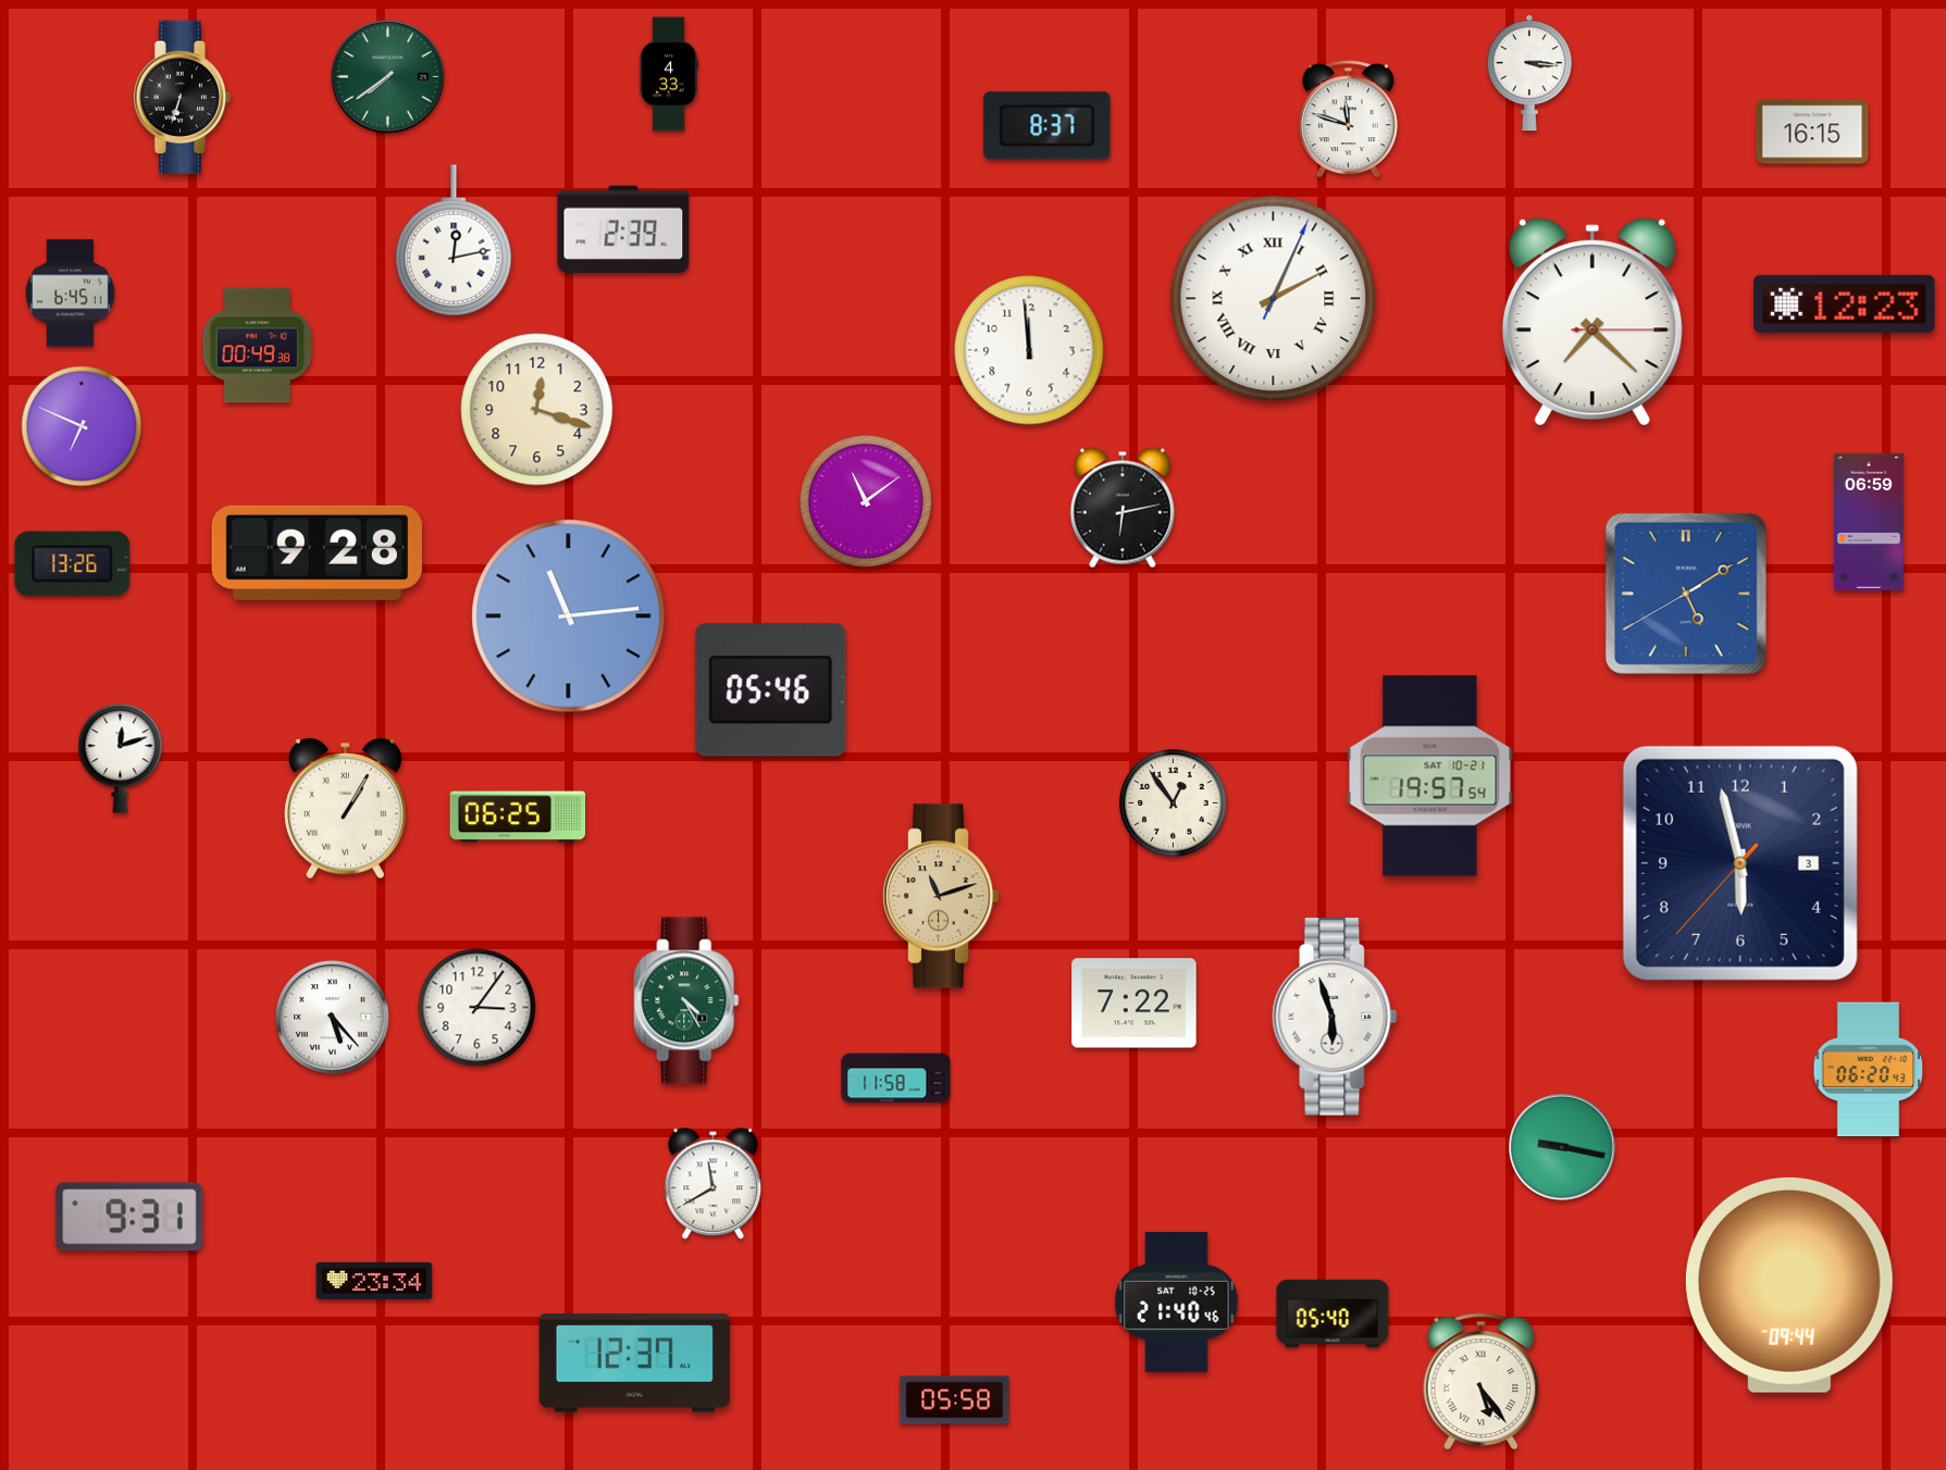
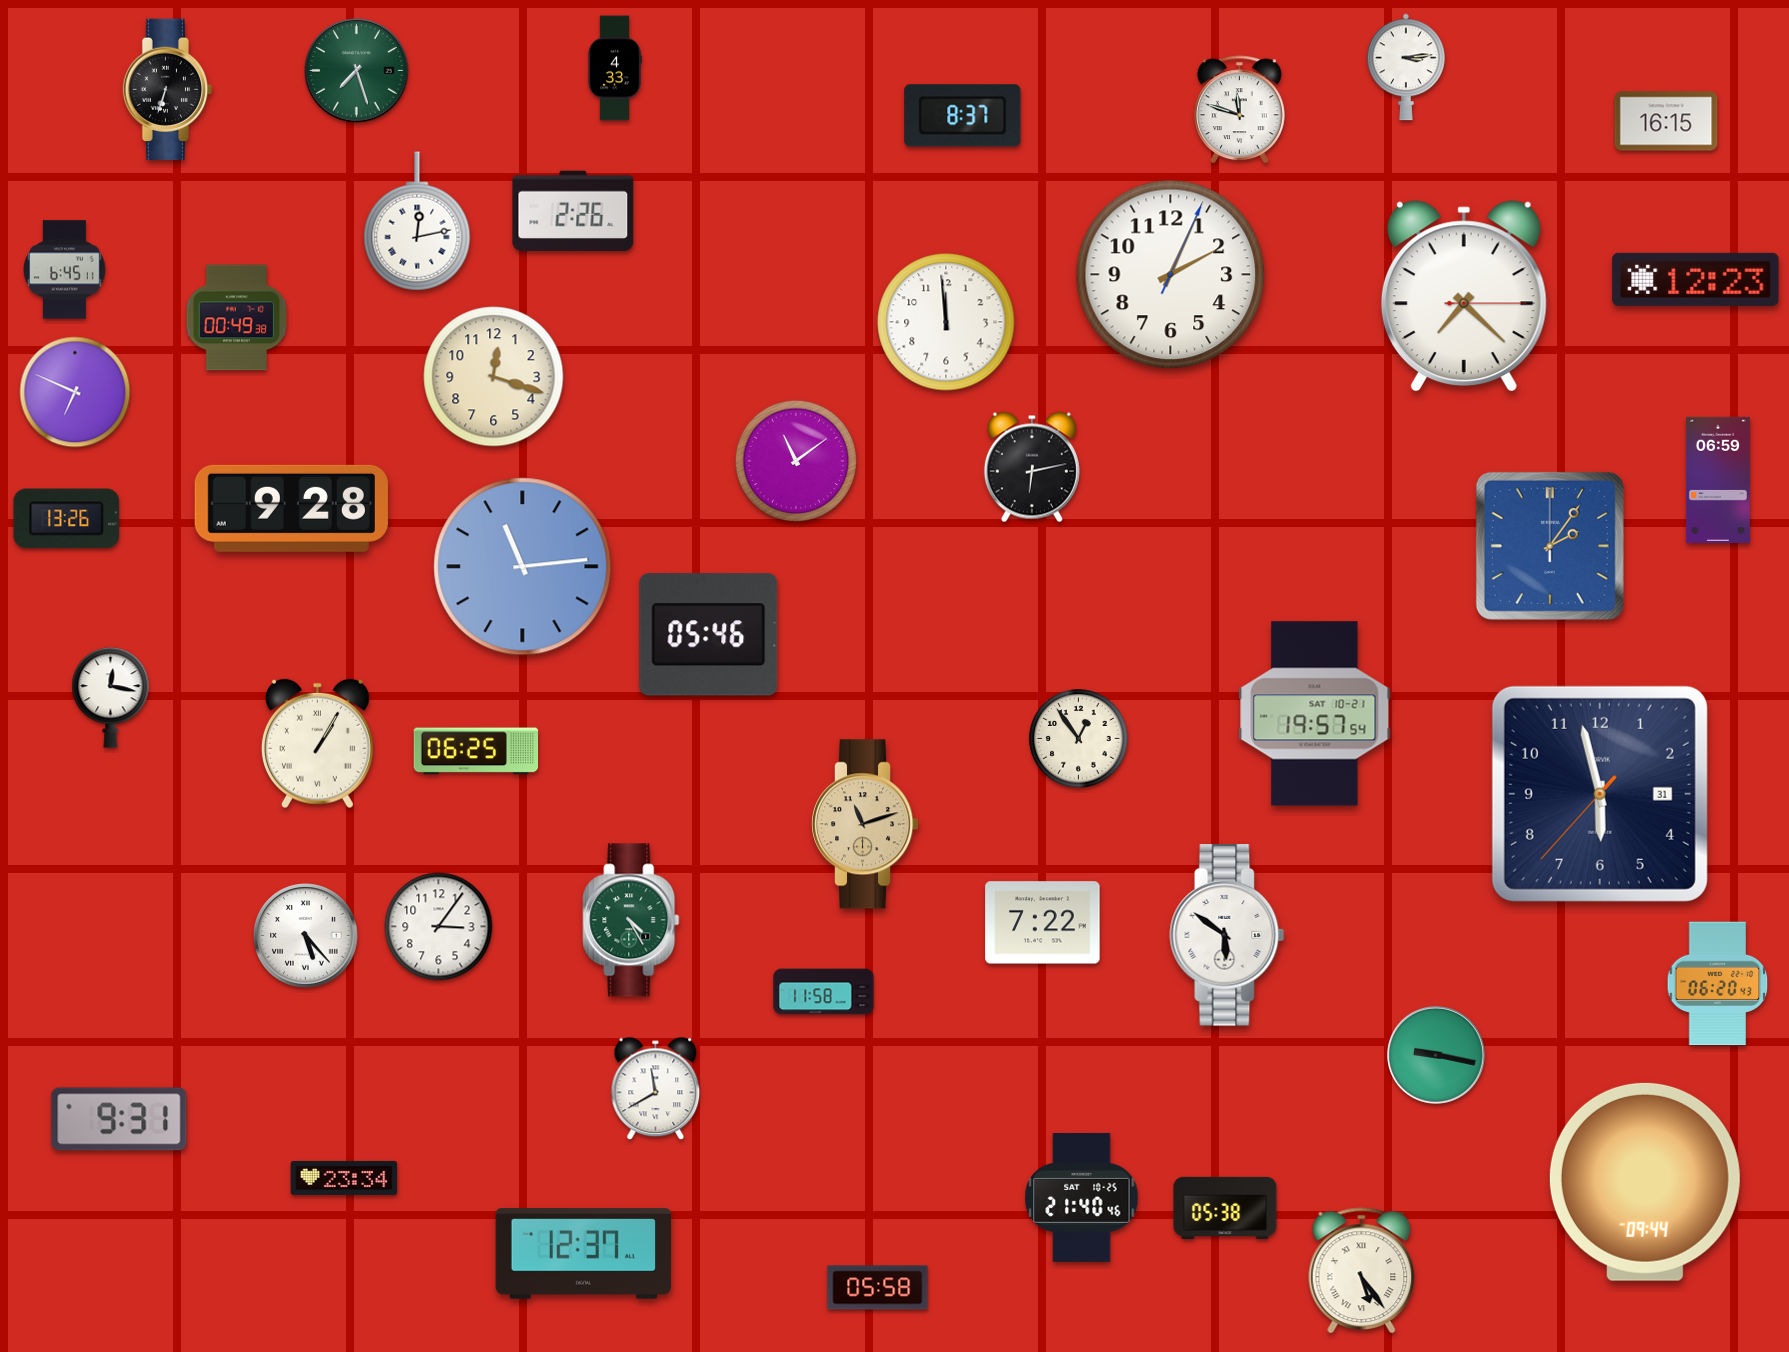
clock at (1530, 73): 3:16 -> 3:14
clock at (388, 77): 7:39 -> 7:27
clock at (623, 228): 2:39 -> 2:26
clock at (1274, 299) numerals: Roman -> Arabic
clock at (1686, 594): 5:09 -> 2:06
clock at (121, 759): 12:12 -> 12:17
clock at (1740, 863) date: 3 -> 31
clock at (1335, 1017): 5:57 -> 5:51
clock at (1333, 1313): 05:40 -> 05:38
